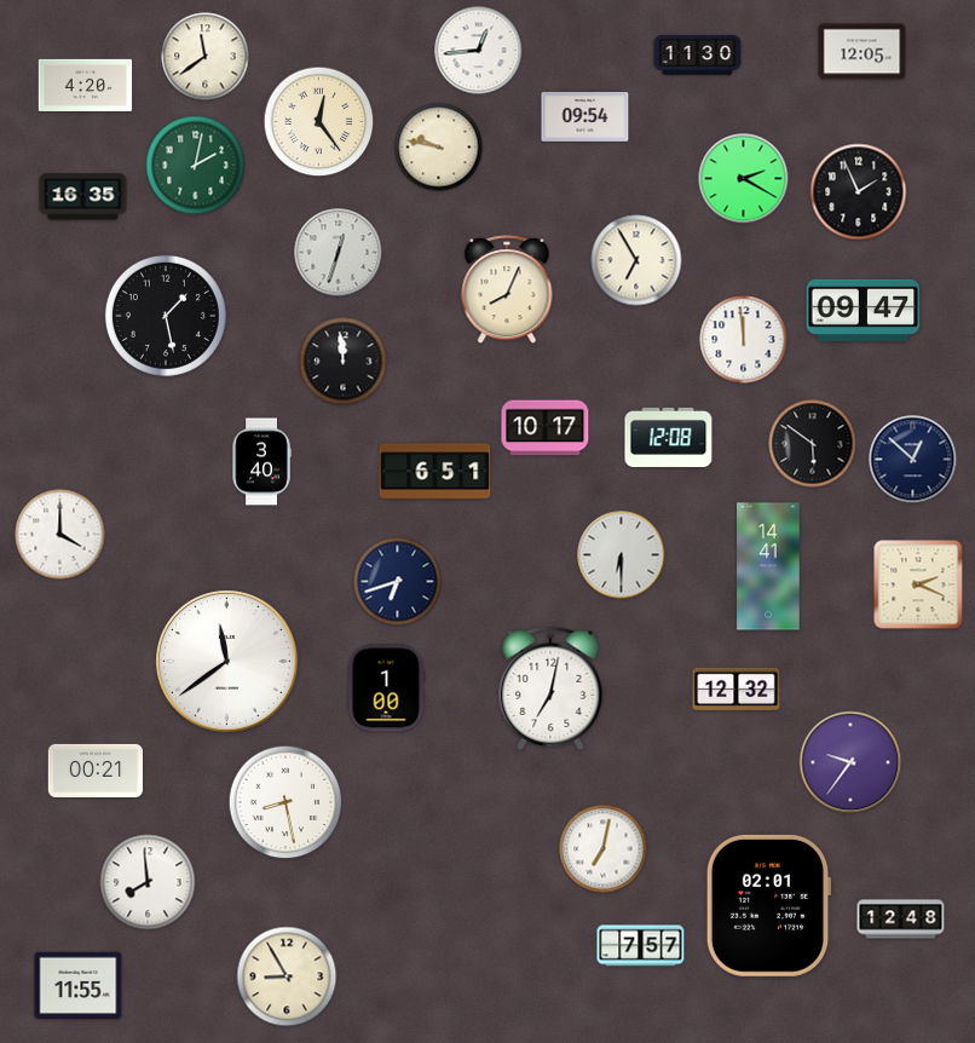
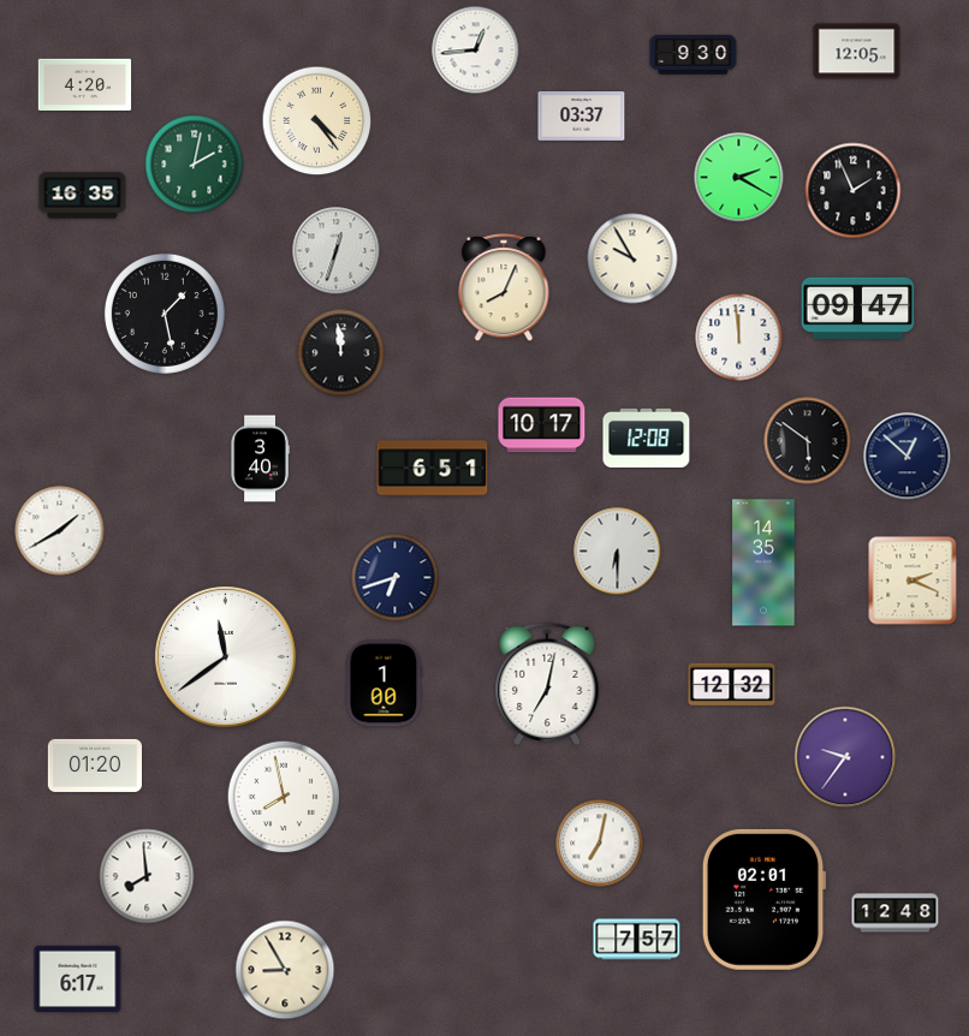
clock at (698, 56): 11:30 -> 9:30
clock at (206, 57): 11:39 -> none
clock at (585, 117): 09:54 -> 03:37
clock at (319, 122): 12:24 -> 4:24
clock at (439, 148): 9:47 -> none
clock at (636, 260): 6:55 -> 9:55
clock at (344, 362) position: (344, 362) -> (341, 353)
clock at (669, 437) position: (669, 437) -> (647, 437)
clock at (60, 535): 4:00 -> 1:40
clock at (768, 566): 14:41 -> 14:35
clock at (94, 771): 00:21 -> 01:20
clock at (285, 802): 8:28 -> 7:58
clock at (79, 986): 11:55 -> 6:17
